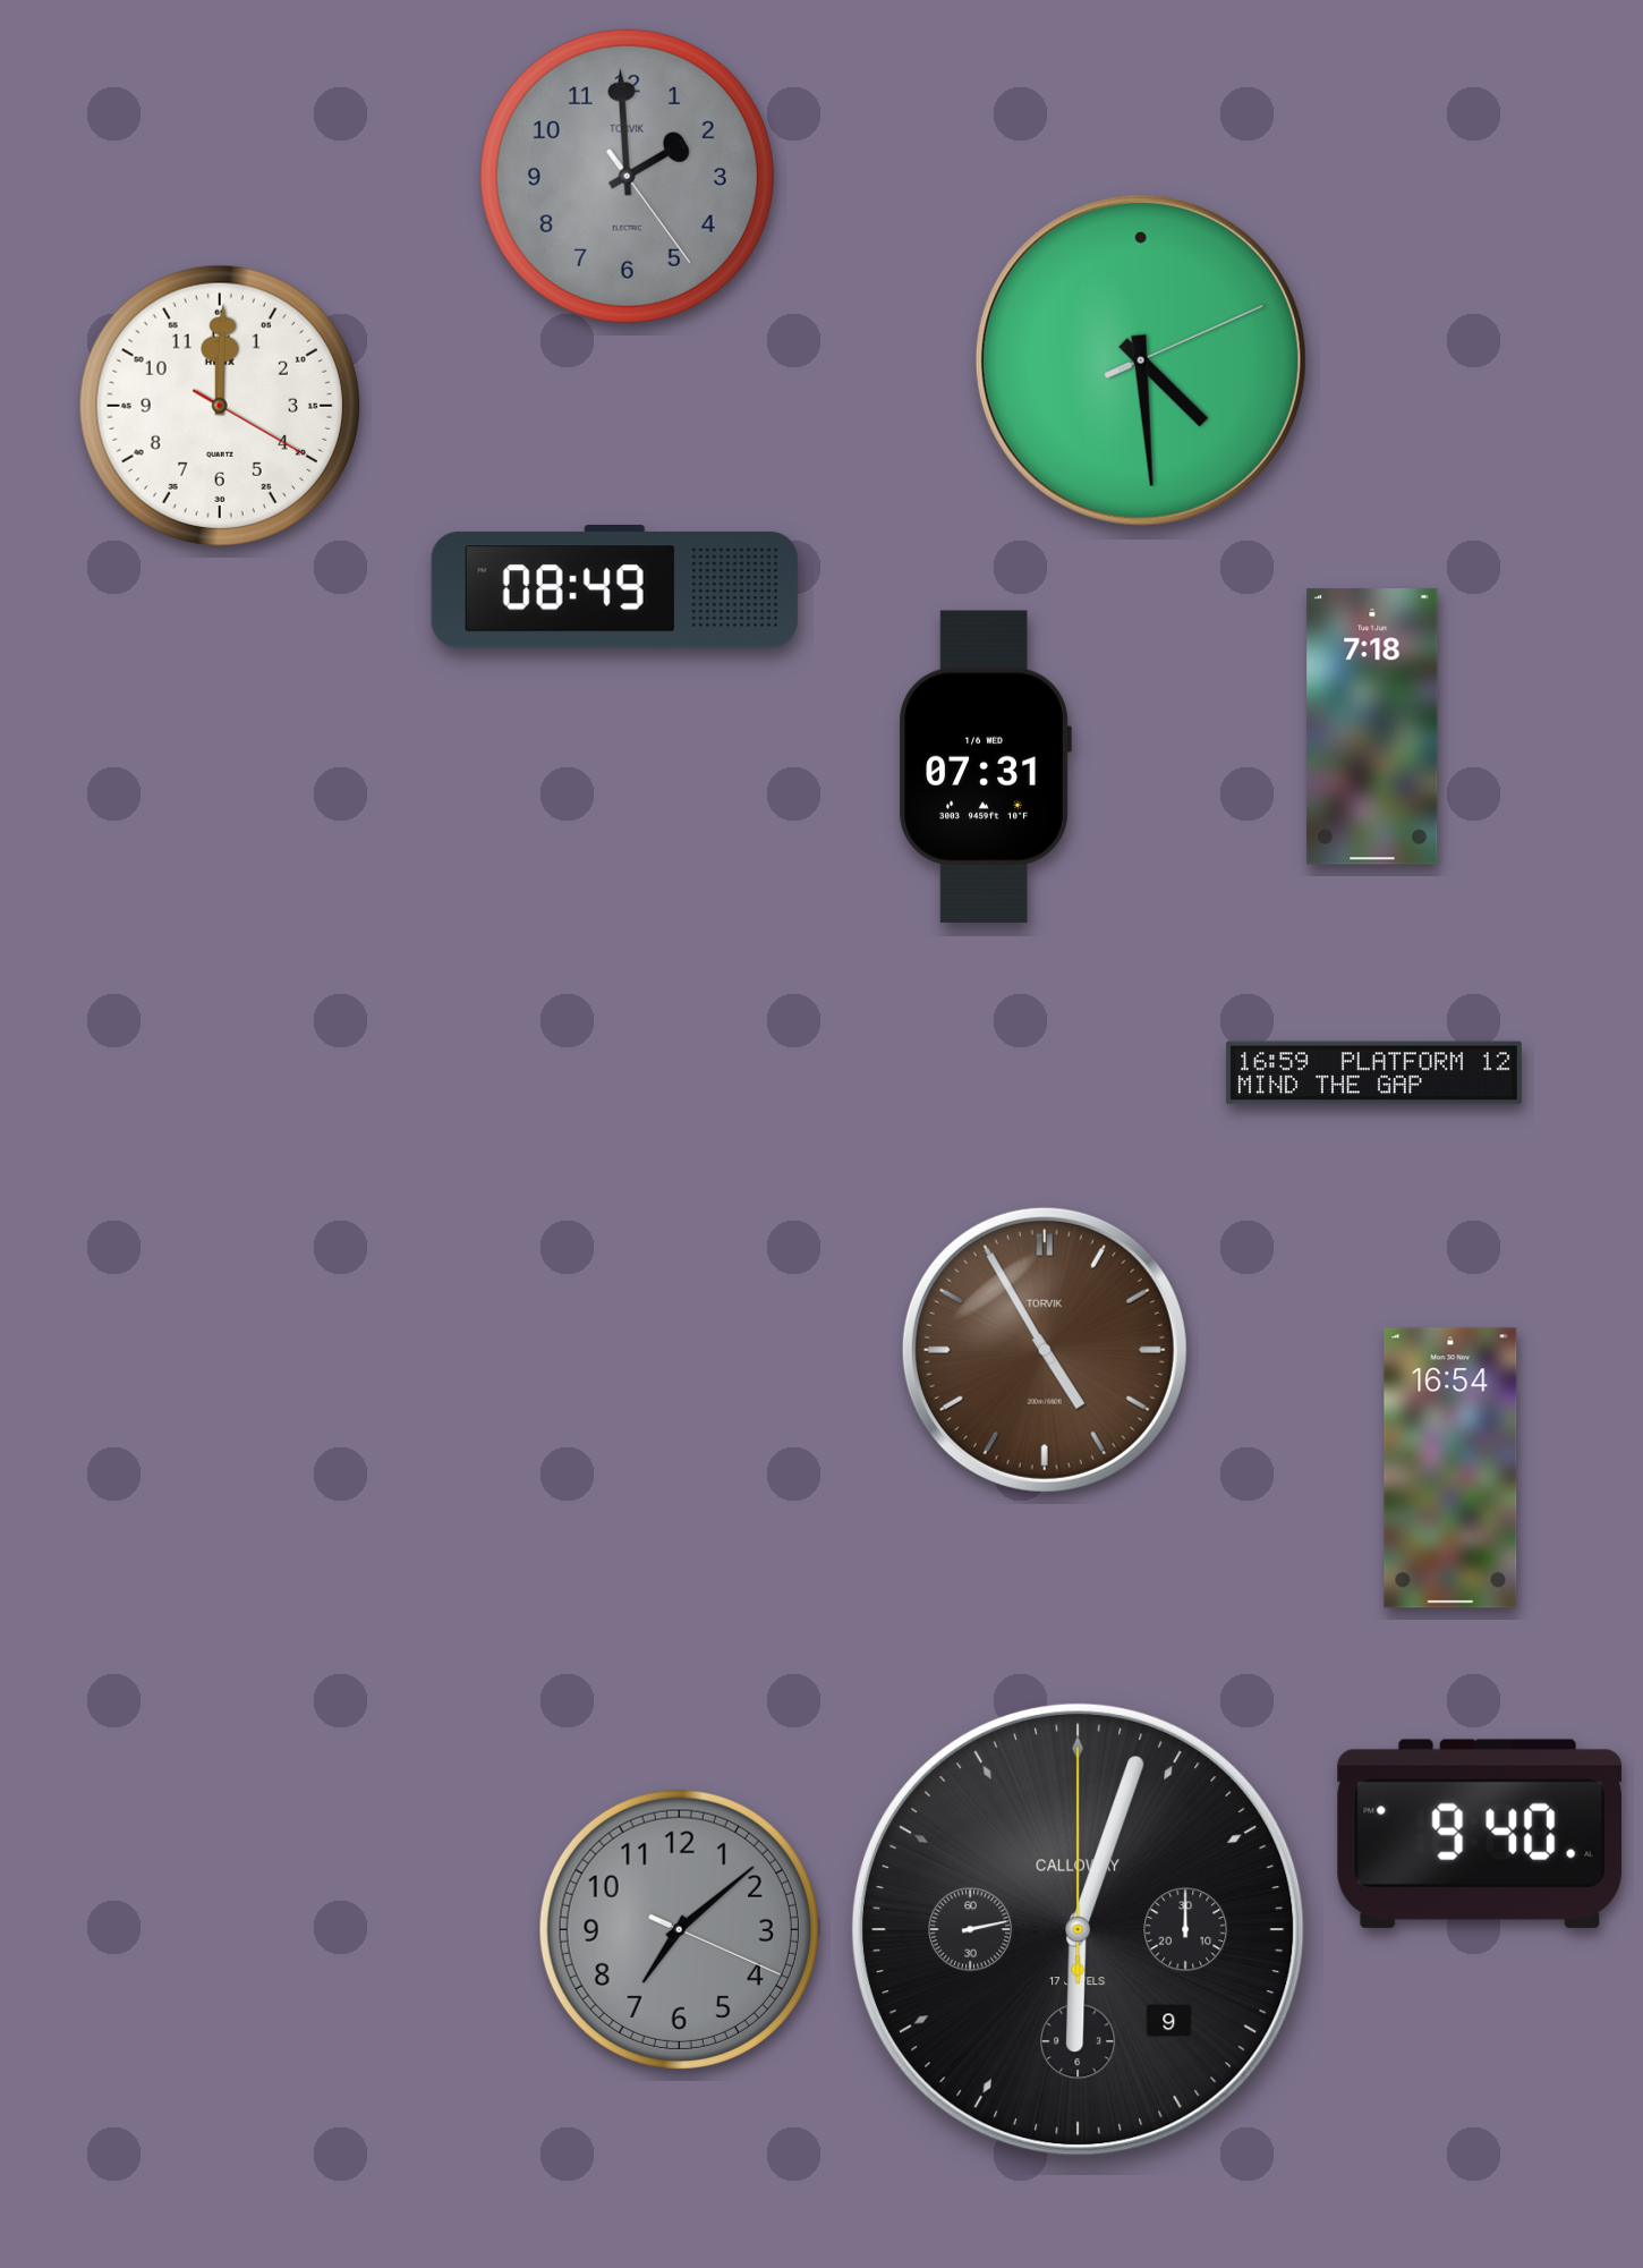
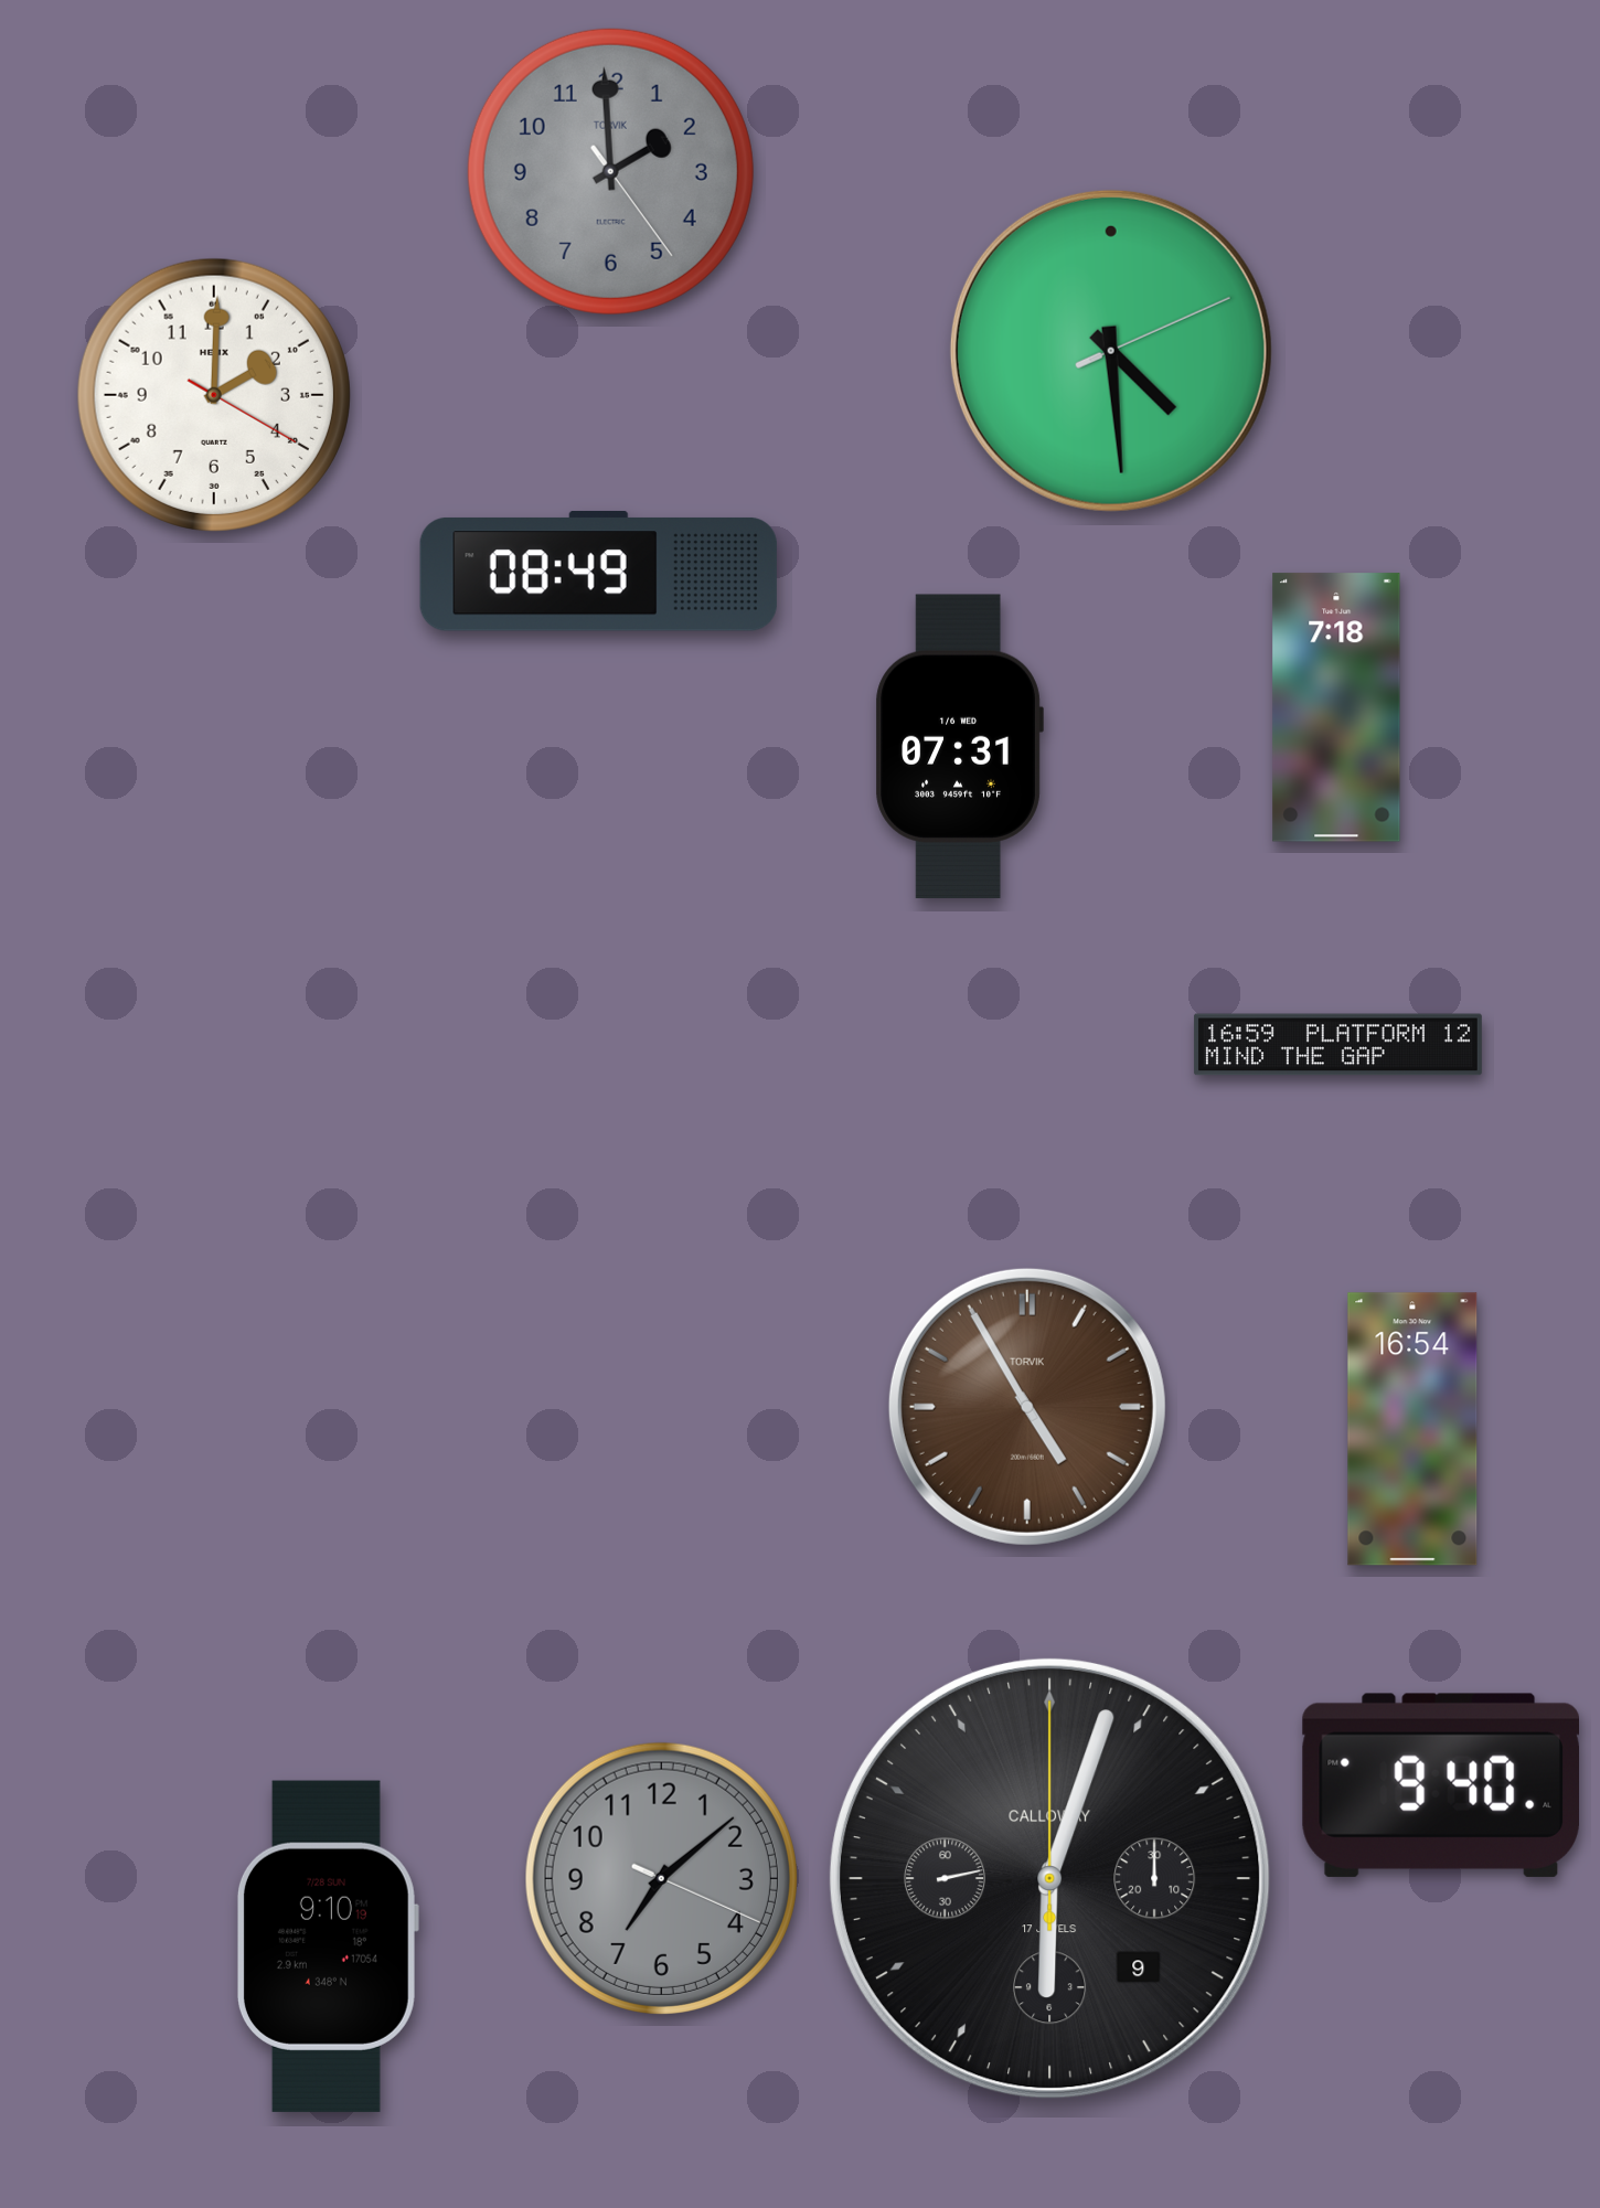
clock at (220, 406): 12:00 -> 2:00
clock at (1045, 1350) position: (1045, 1350) -> (1027, 1407)
clock at (327, 1946): none -> 9:10
